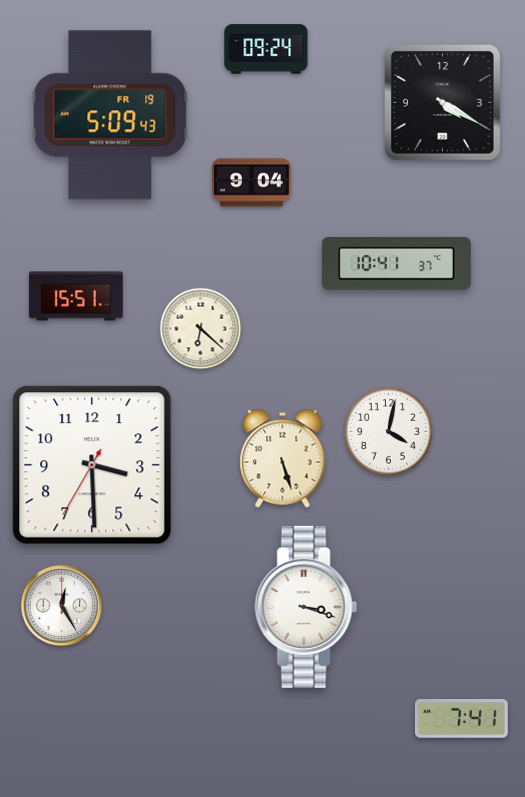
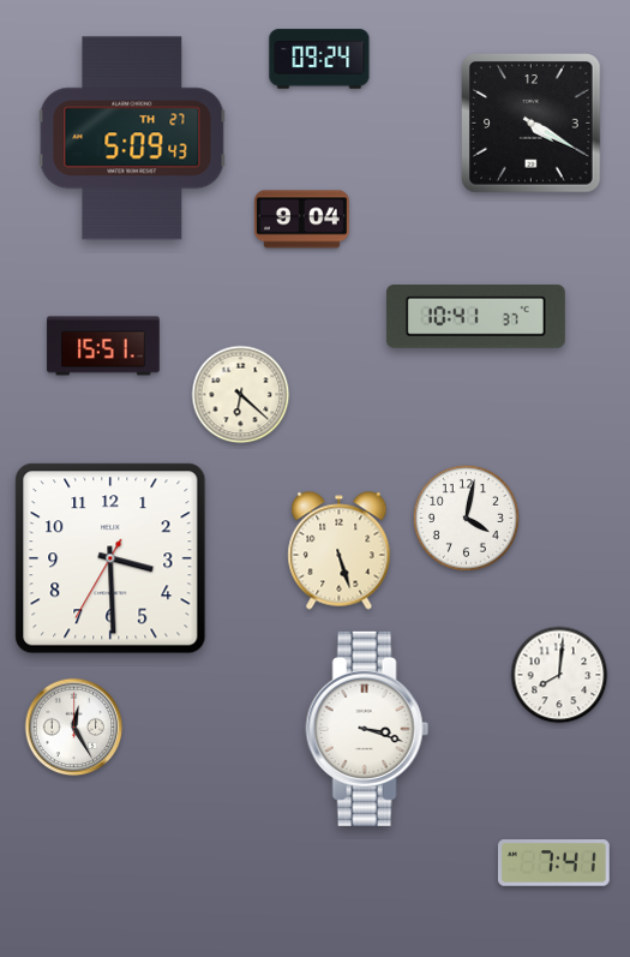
clock at (110, 115) date: FR 19 -> TH 27
clock at (76, 296) position: (76, 296) -> (103, 346)
clock at (559, 675): none -> 8:01
